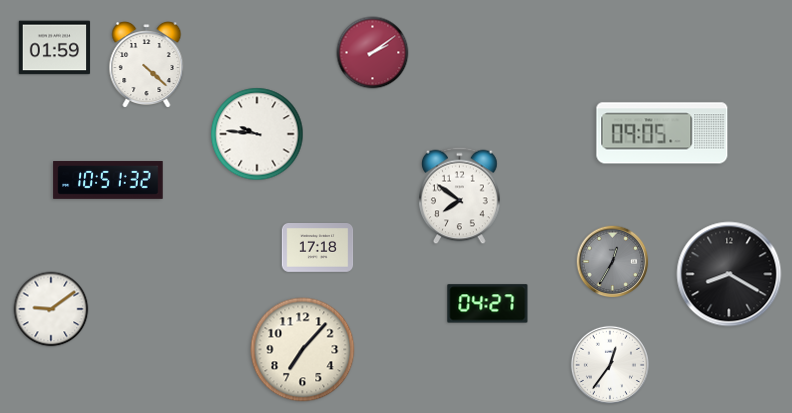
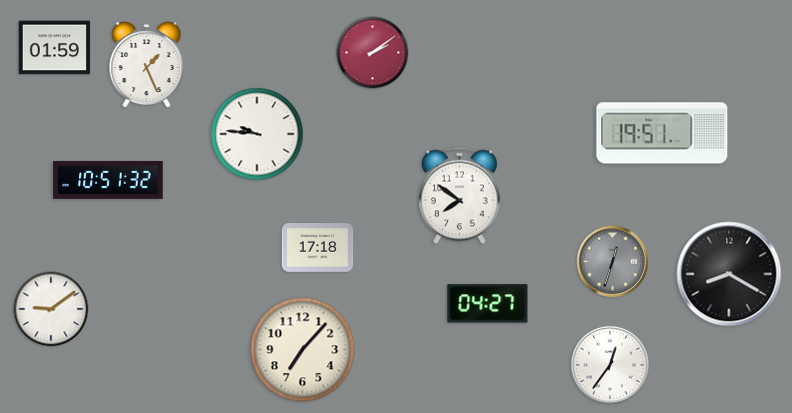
clock at (147, 65): 4:22 -> 1:26
clock at (662, 133): 09:05 -> 19:51
clock at (613, 262): 12:35 -> 12:33
